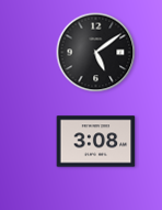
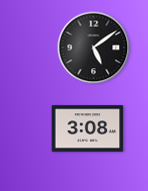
clock at (96, 53) position: (96, 53) -> (94, 48)
